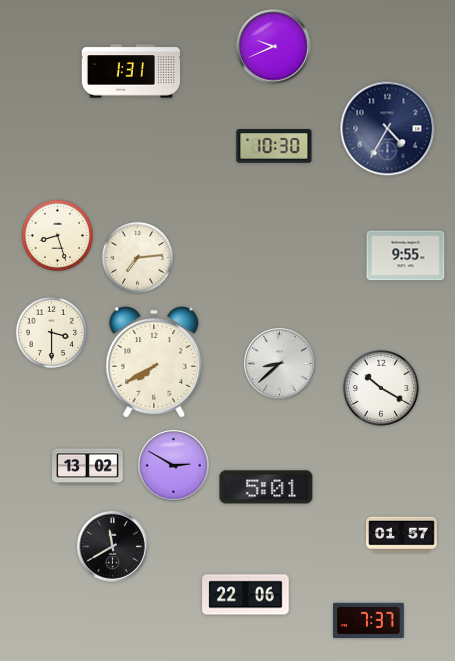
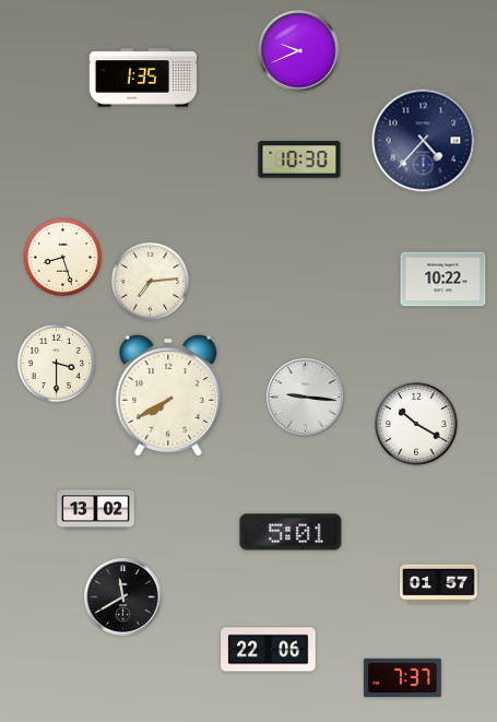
clock at (131, 71): 1:31 -> 1:35
clock at (388, 129): 4:35 -> 4:37
clock at (406, 256): 9:55 -> 10:22
clock at (280, 364): 8:38 -> 9:16
clock at (174, 466): 2:50 -> none
